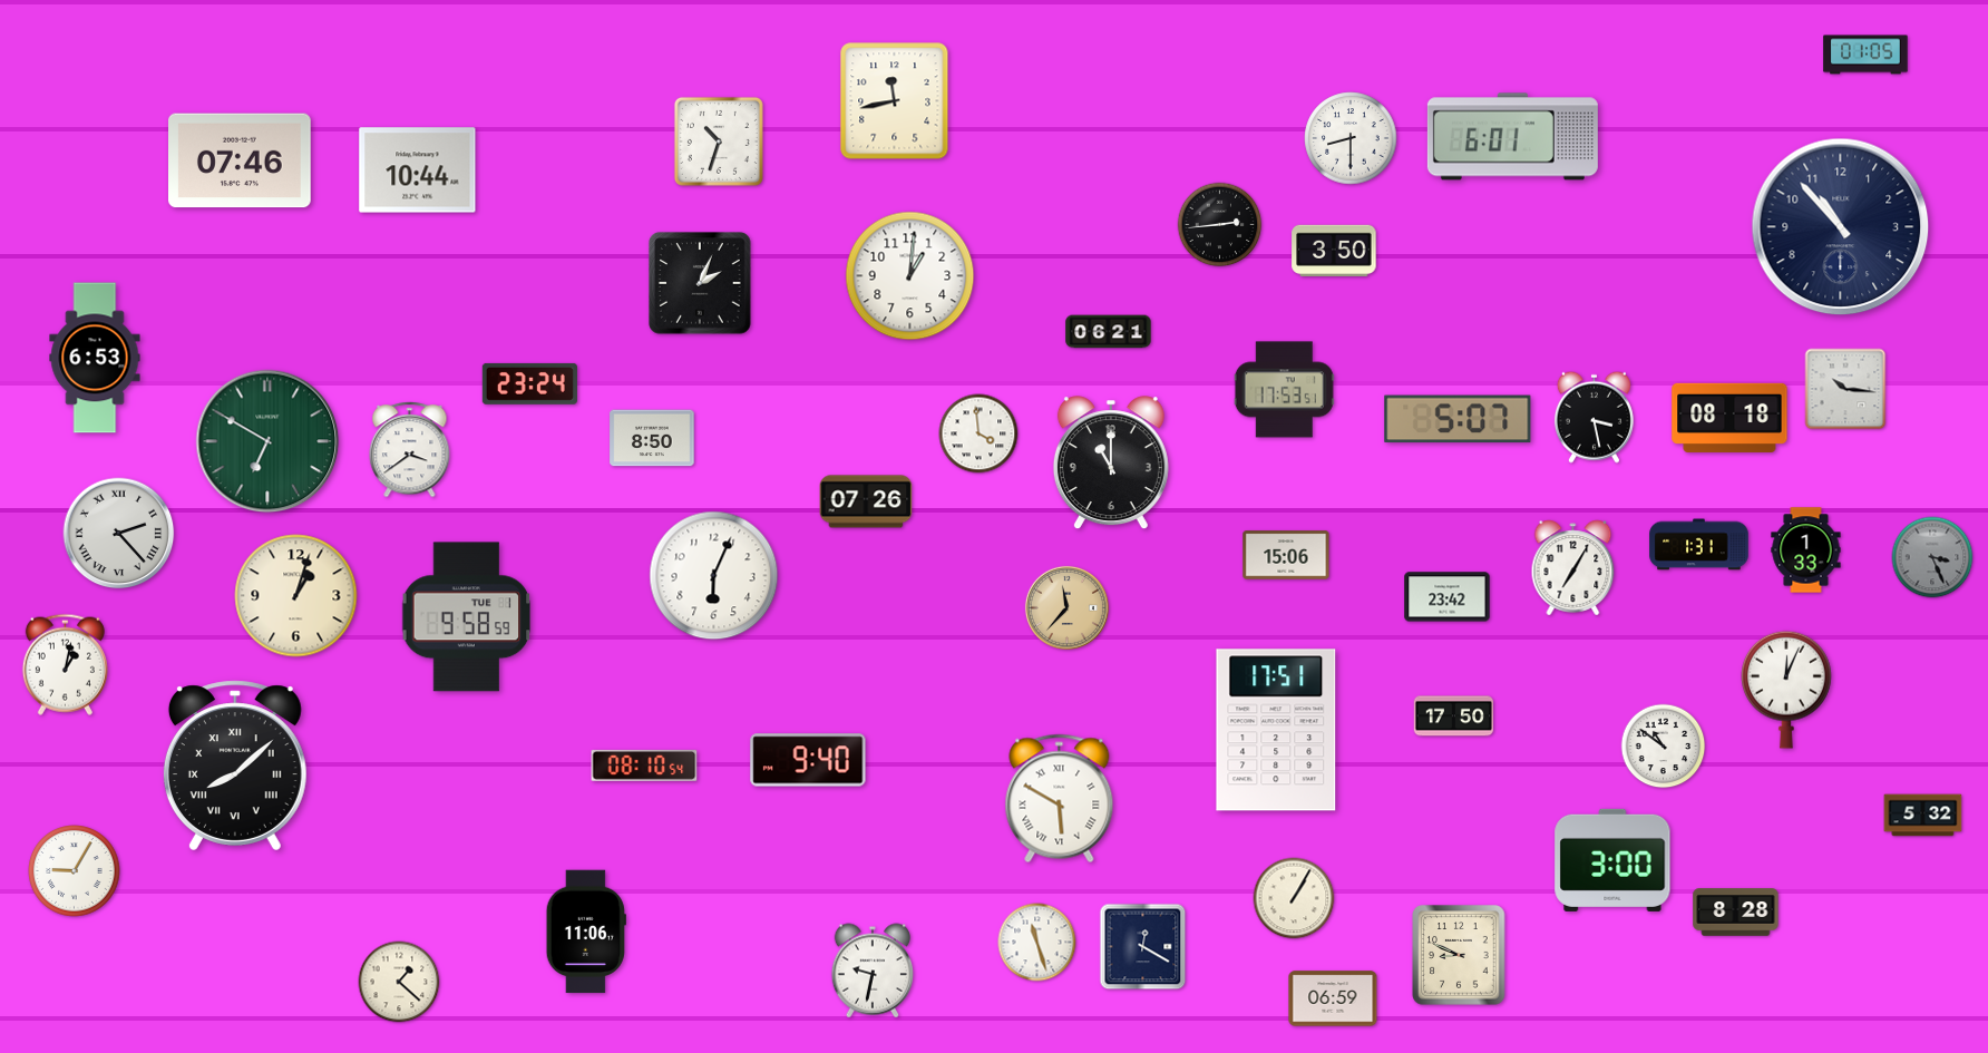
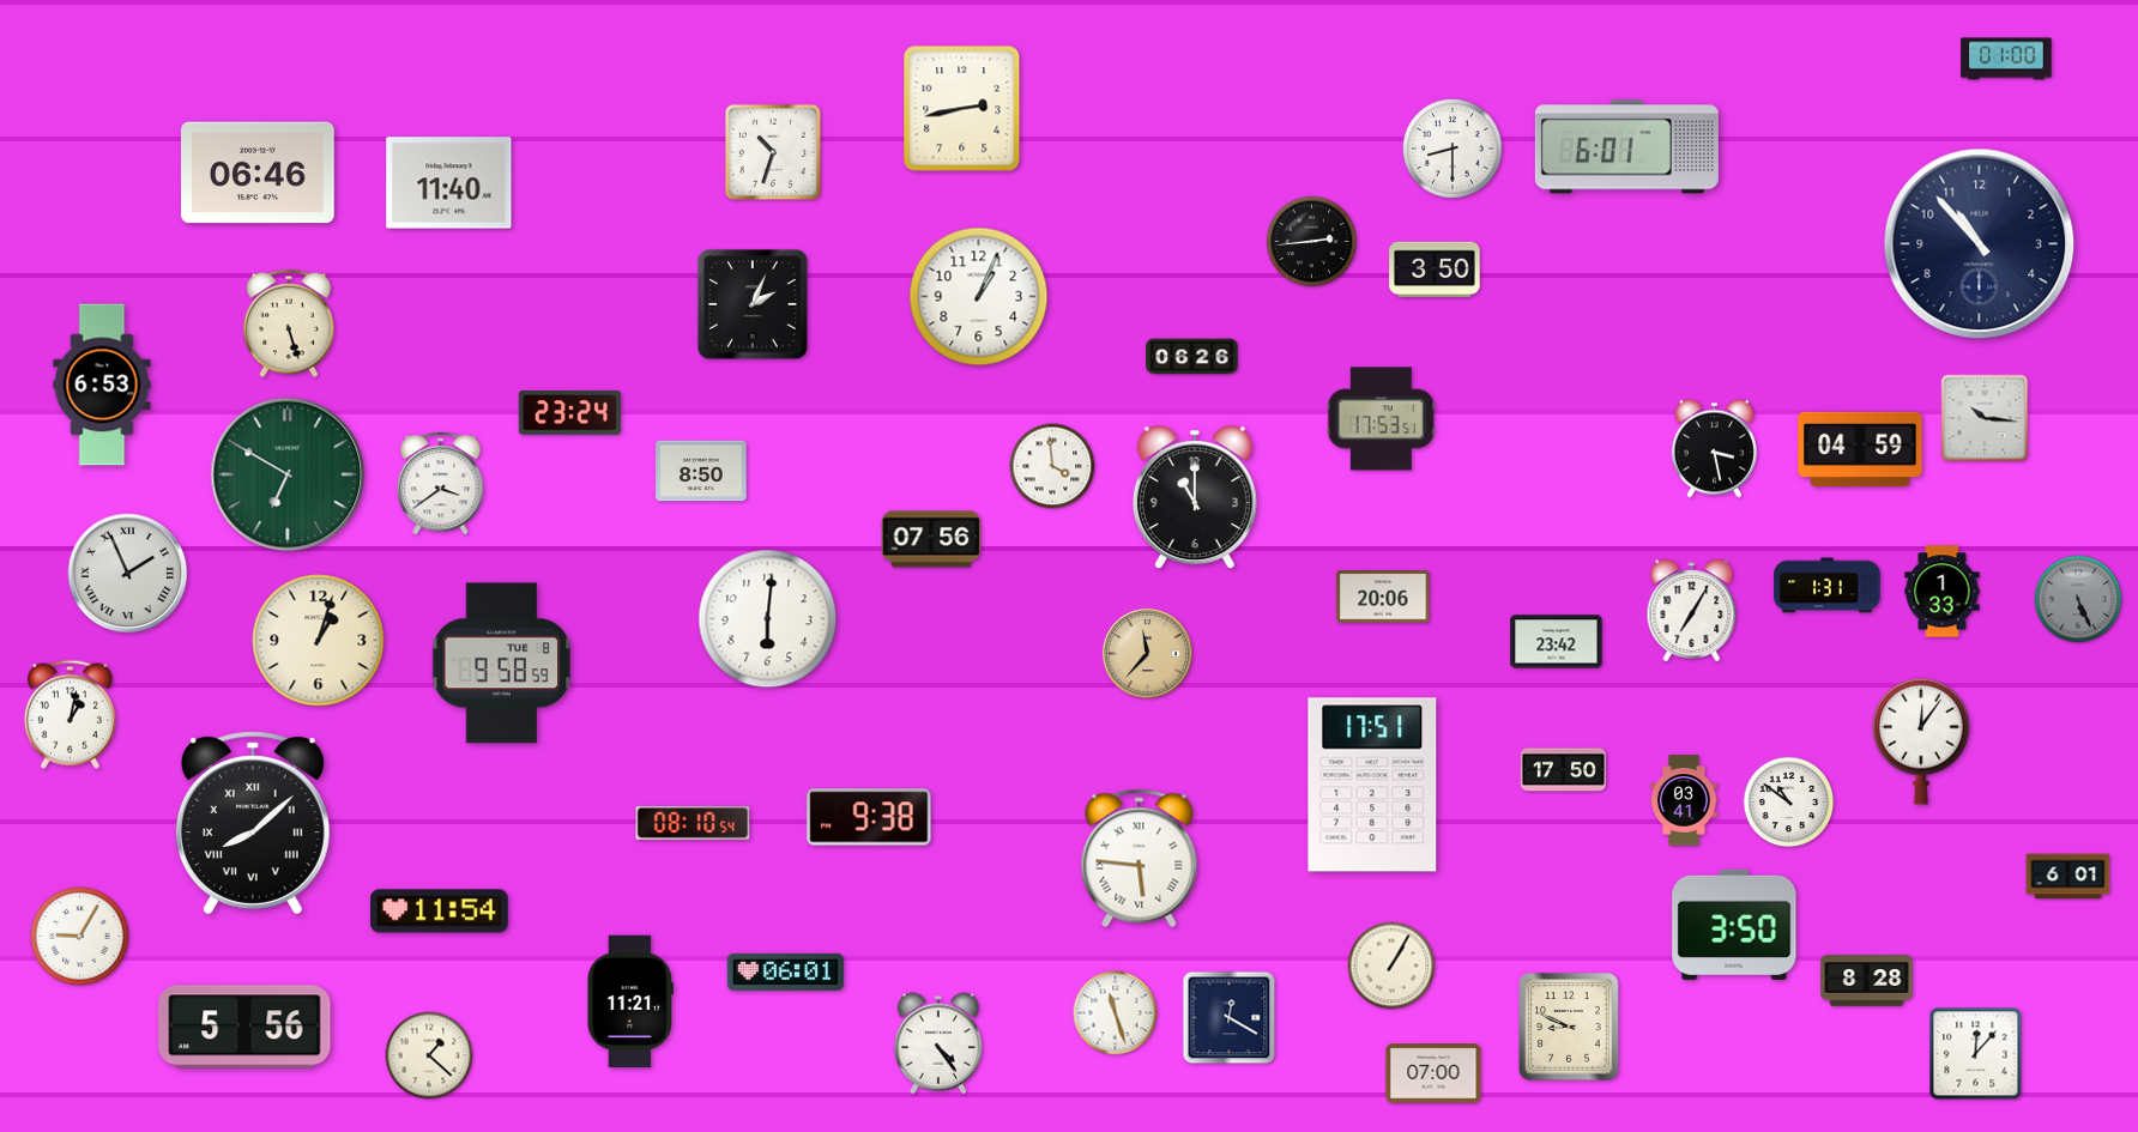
clock at (1865, 55): 01:05 -> 01:00
clock at (895, 101): 11:43 -> 2:43
clock at (241, 160): 07:46 -> 06:46
clock at (418, 170): 10:44 -> 11:40
clock at (910, 276): 1:01 -> 1:04
clock at (289, 323): none -> 5:27
clock at (1109, 332): 06:21 -> 06:26
clock at (1729, 418): 08:18 -> 04:59
clock at (1458, 419): 5:07 -> none
clock at (866, 501): 07:26 -> 07:56
clock at (119, 534): 2:23 -> 1:56
clock at (1286, 555): 15:06 -> 20:06
clock at (1932, 557): 3:26 -> 5:26
clock at (714, 576): 6:04 -> 6:01
clock at (467, 617) date: TUE 1 -> TUE 8
clock at (1787, 690): 12:04 -> 12:06
clock at (1685, 800): none -> 03:41
clock at (808, 760): 9:40 -> 9:38
clock at (1060, 799): 5:50 -> 5:46
clock at (1923, 816): 5:32 -> 6:01
clock at (440, 912): none -> 11:54
clock at (1612, 860): 3:00 -> 3:50
clock at (786, 971): none -> 06:01
clock at (586, 932): 11:06 -> 11:21
clock at (244, 1027): none -> 5:56
clock at (873, 971): 9:32 -> 4:24
clock at (1976, 1054): none -> 12:07
clock at (1333, 998): 06:59 -> 07:00
